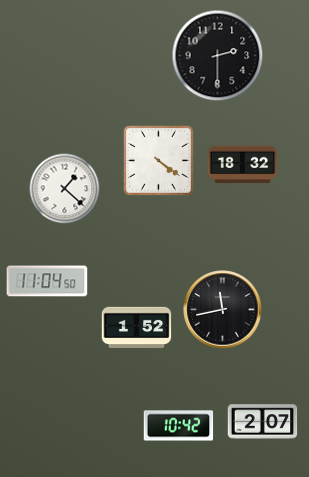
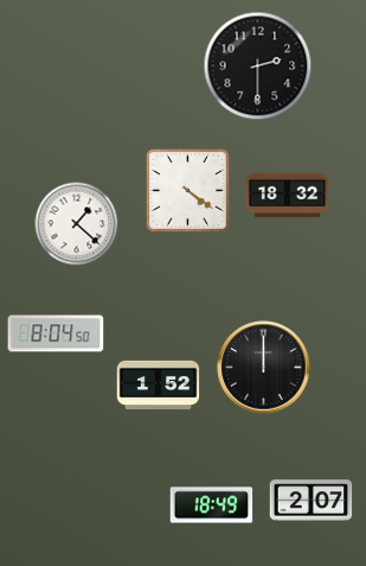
clock at (47, 281): 11:04 -> 8:04
clock at (223, 310): 11:43 -> 12:00
clock at (137, 328) position: (137, 328) -> (159, 386)
clock at (179, 426): 10:42 -> 18:49
